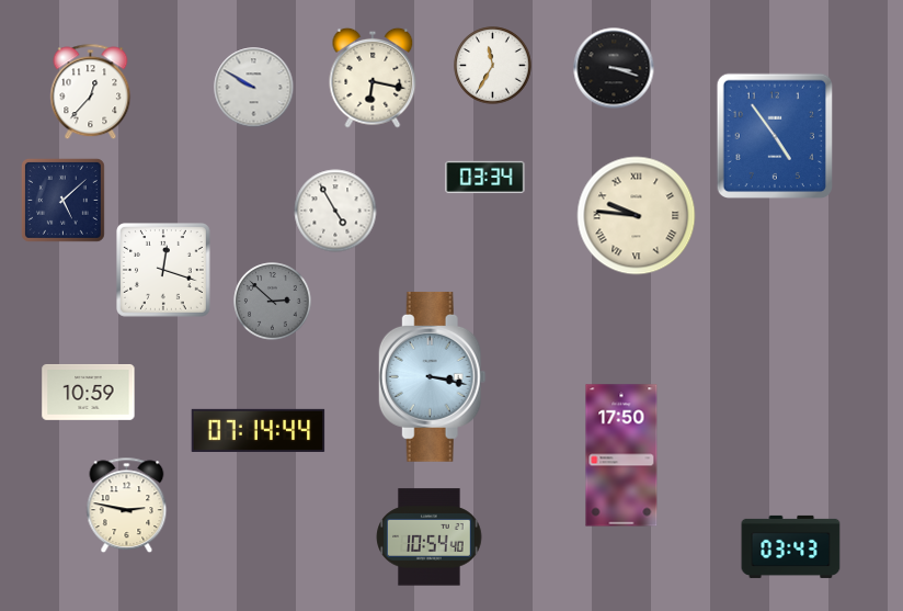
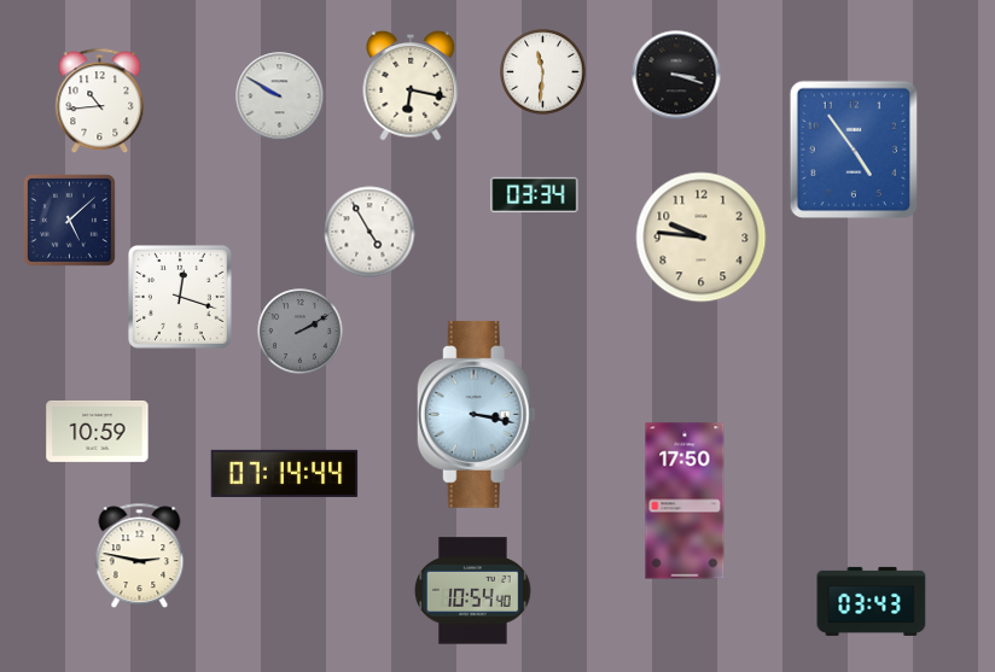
clock at (493, 66): 11:35 -> 11:31
clock at (91, 92): 12:37 -> 10:44
clock at (637, 216) numerals: Roman -> Arabic
clock at (273, 302): 2:52 -> 2:10
